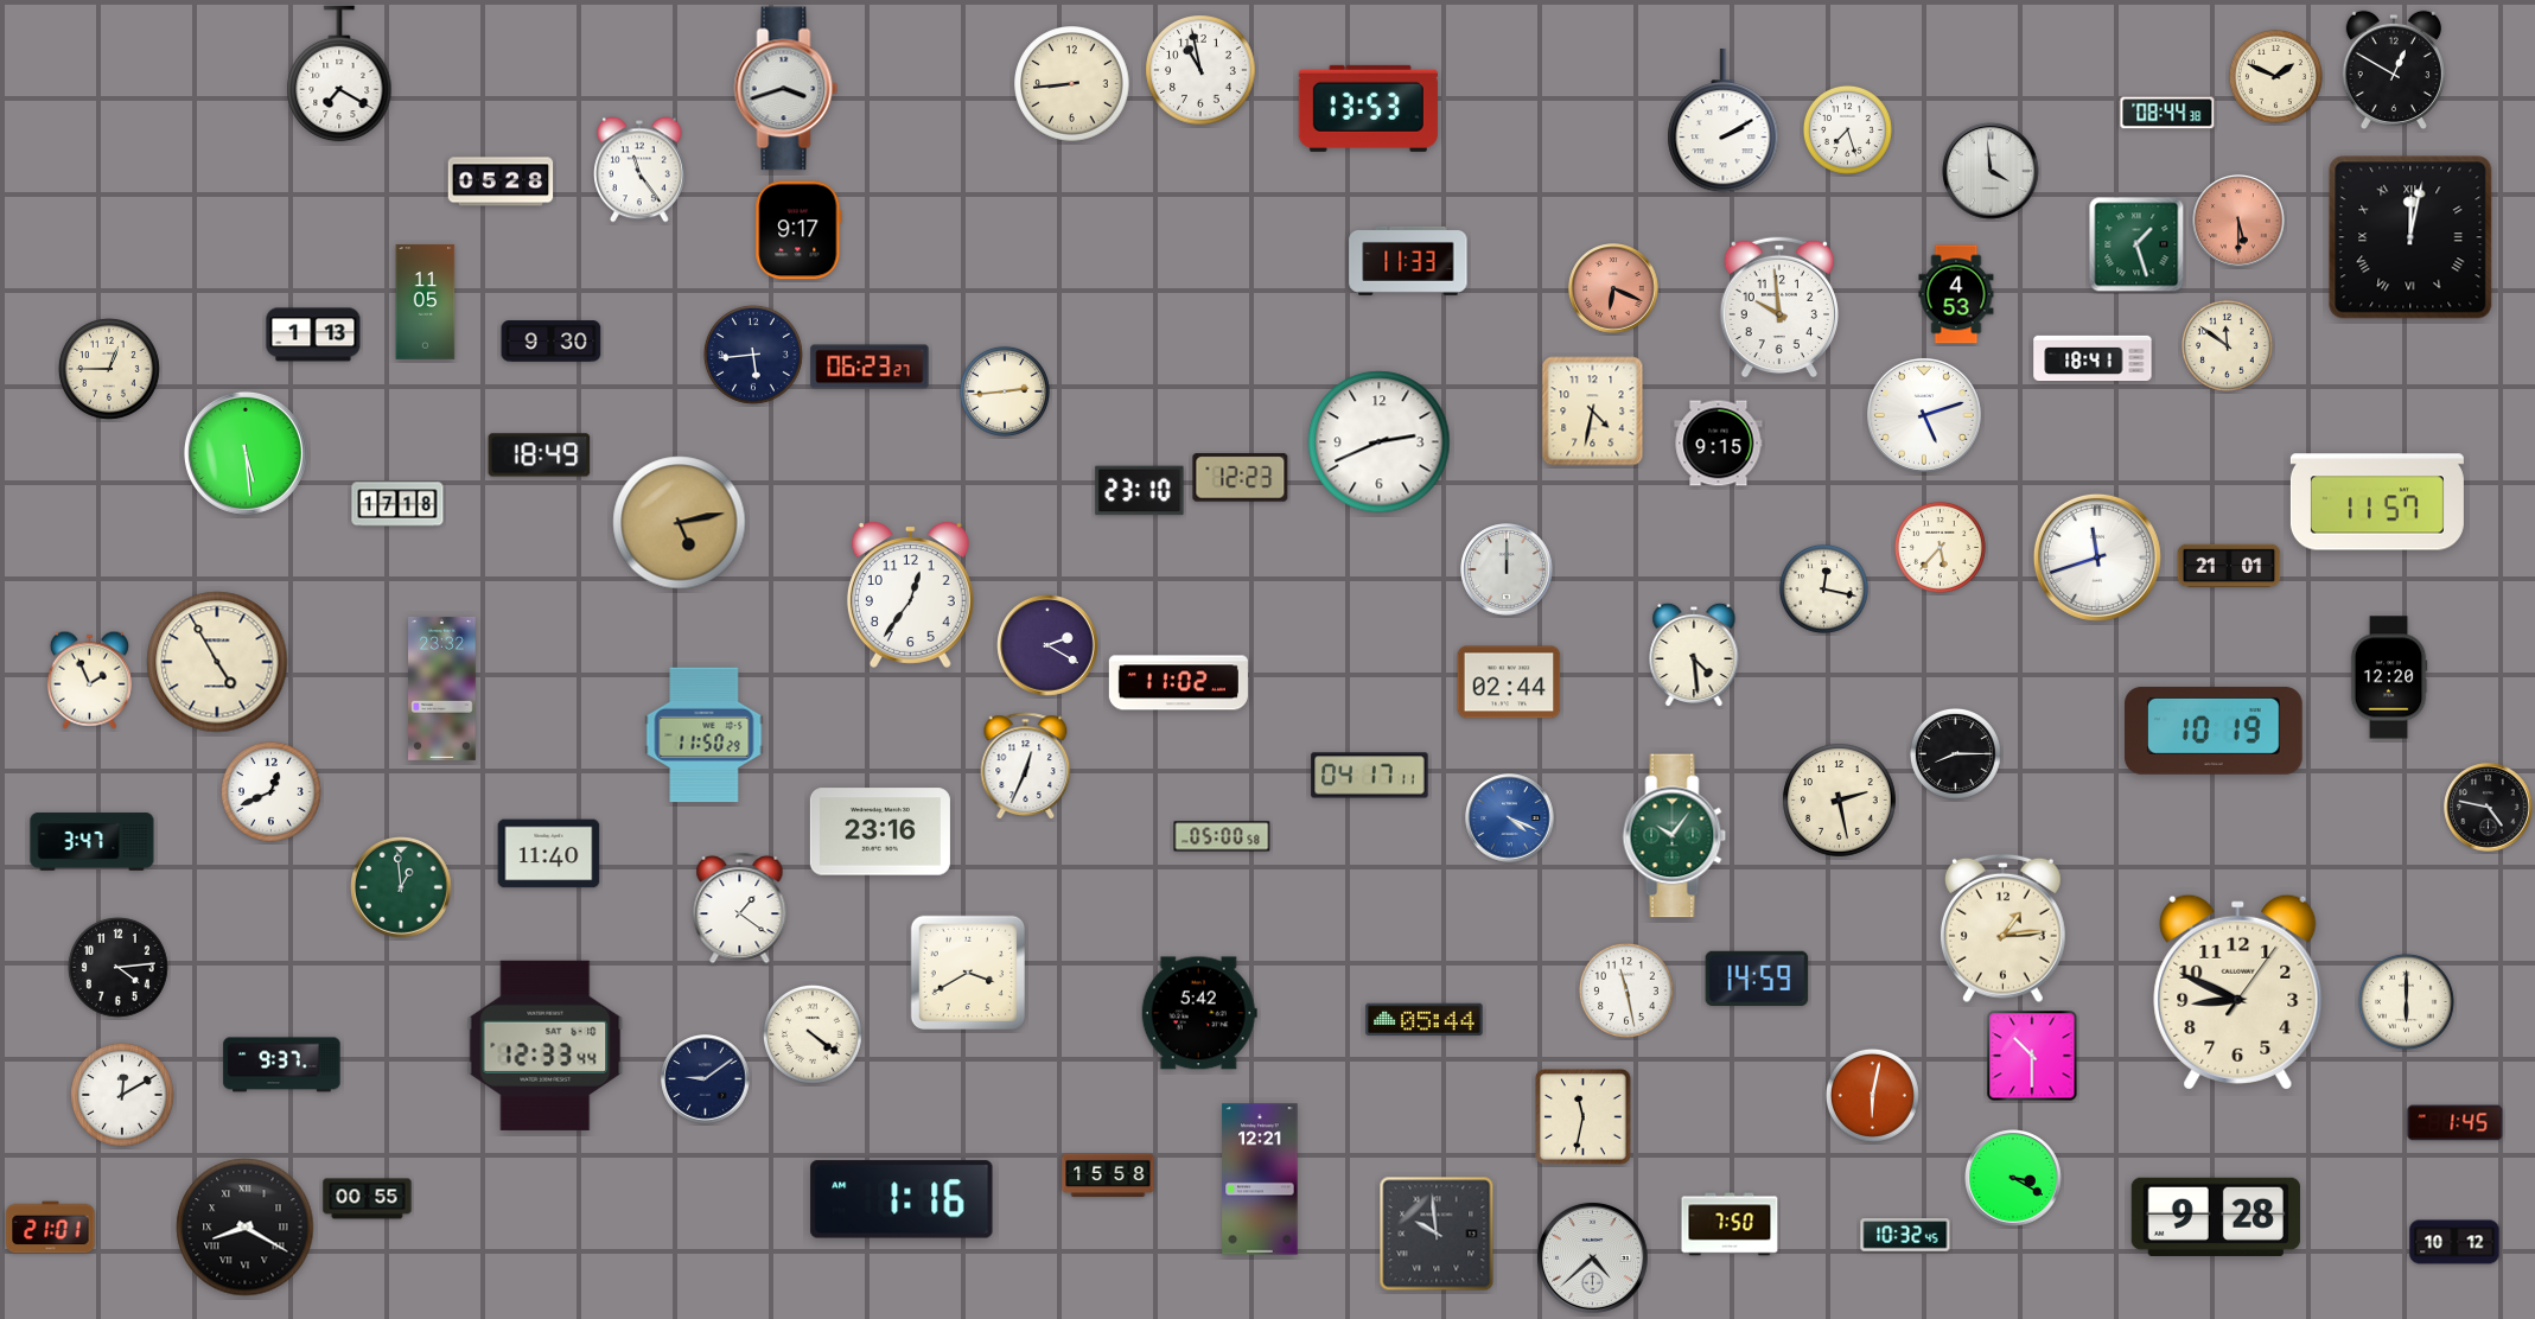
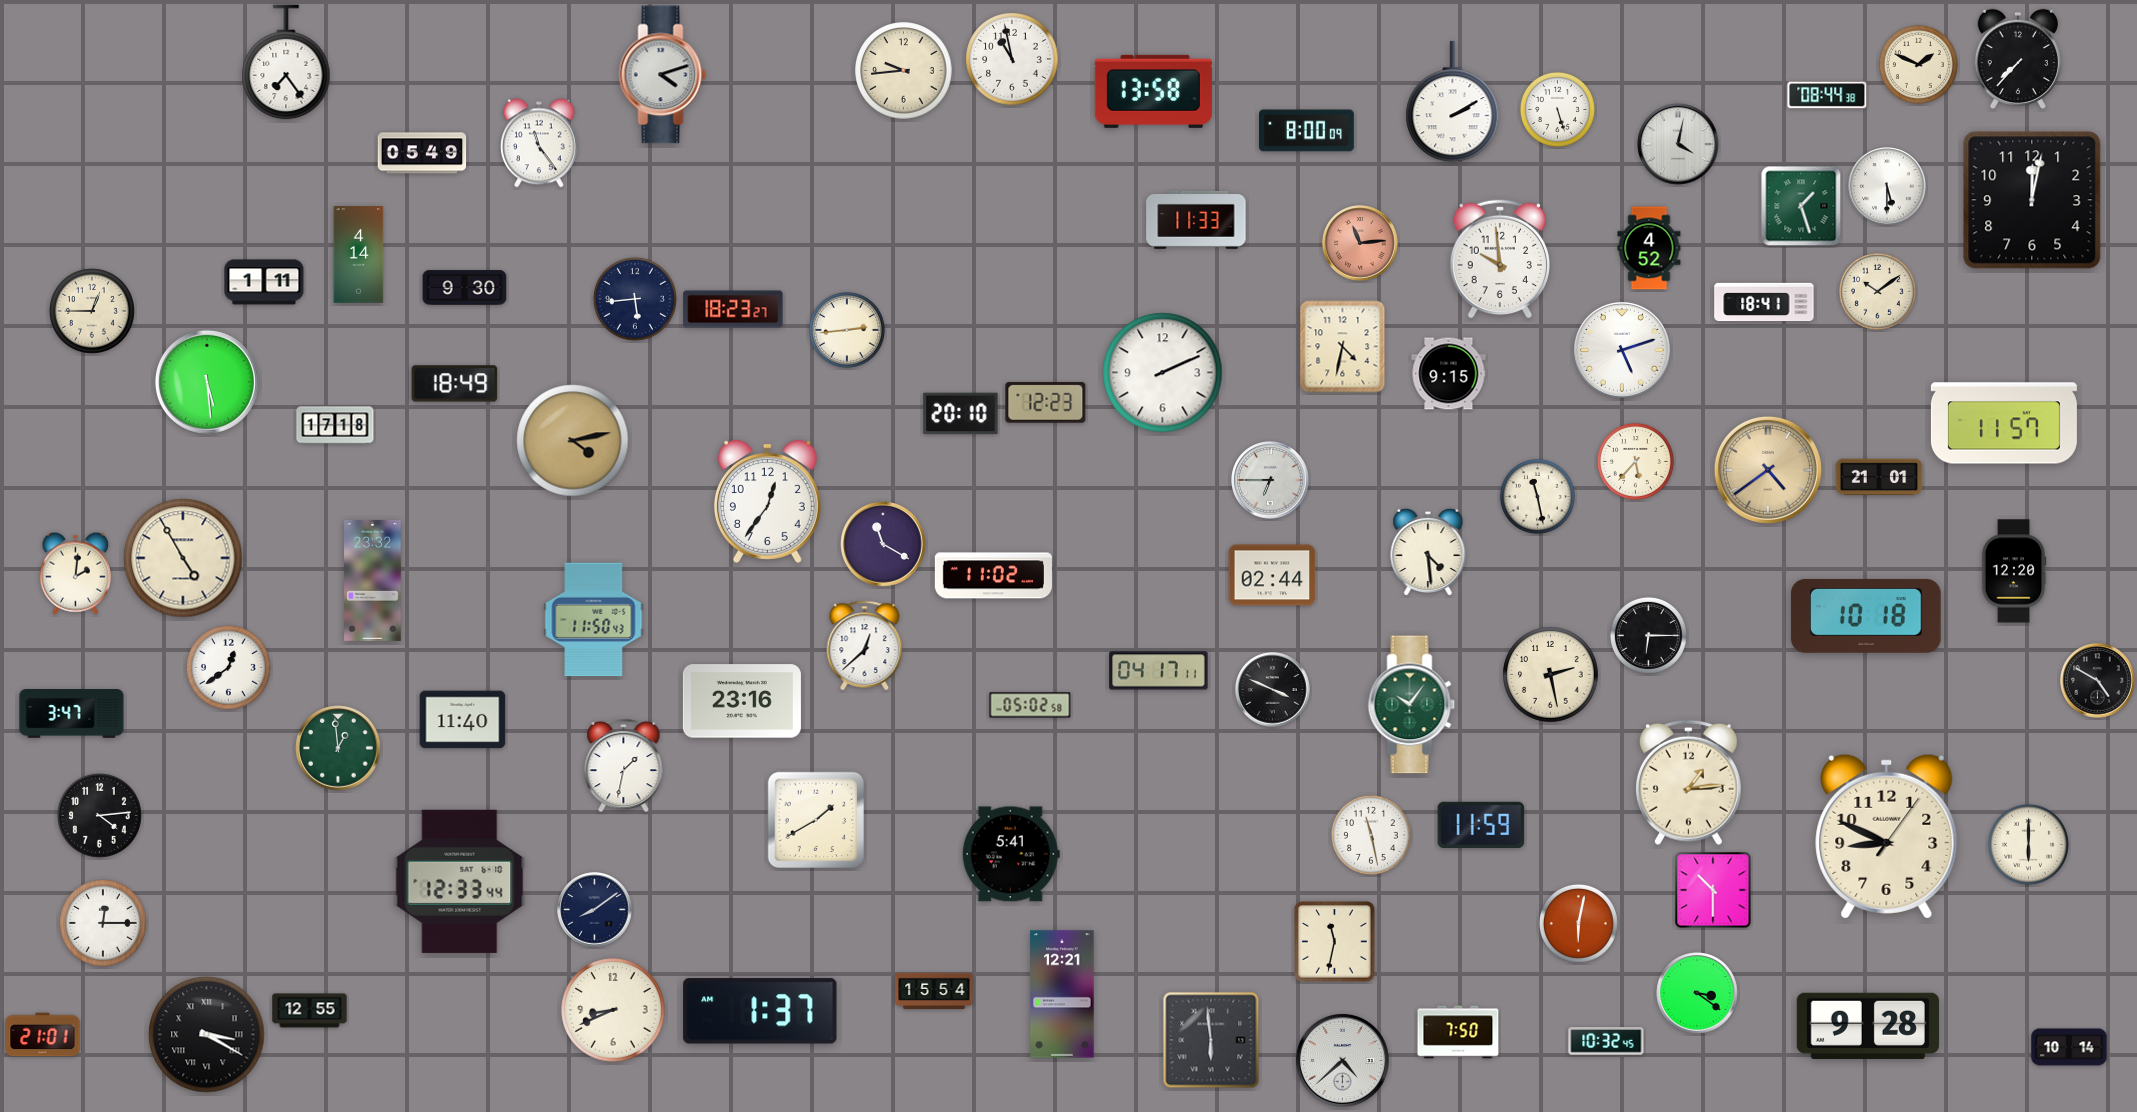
clock at (2394, 70): 12:50 -> 7:37
clock at (339, 74): 7:20 -> 7:24
clock at (1072, 84): 8:44 -> 9:44
clock at (786, 89): 3:42 -> 4:12
clock at (1368, 108): 13:53 -> 13:58
clock at (1847, 129): 7:27 -> 5:27
clock at (1307, 131): none -> 8:00
clock at (1991, 171): 3:59 -> 4:02
clock at (501, 181): 05:28 -> 05:49
clock at (2238, 221) dial: salmon -> white
clock at (798, 230): 9:17 -> none
clock at (2410, 237) numerals: Roman -> Arabic
clock at (1408, 261) position: (1408, 261) -> (1196, 220)
clock at (1613, 288): 6:19 -> 11:14
clock at (1956, 294): 4:53 -> 4:52
clock at (426, 302): 11:05 -> 4:14
clock at (313, 334): 1:13 -> 1:11
clock at (2227, 345): 11:51 -> 10:09
clock at (870, 367): 06:23 -> 18:23
clock at (1380, 442): 2:41 -> 2:11
clock at (1140, 491): 23:10 -> 20:10
clock at (680, 523): 5:13 -> 4:13
clock at (2097, 557): 11:42 -> 4:39
clock at (2097, 557) dial: white -> champagne
clock at (1507, 569): 12:00 -> 6:45
clock at (1823, 588): 12:17 -> 11:28
clock at (1047, 645): 2:20 -> 11:20
clock at (89, 680): 1:56 -> 2:01
clock at (2214, 731): 10:19 -> 10:18
clock at (705, 735): 11:50:29 -> 11:50:43
clock at (1955, 753): 8:15 -> 6:15
clock at (1026, 766): 12:34 -> 12:38
clock at (1370, 776) position: (1370, 776) -> (1159, 671)
clock at (270, 791): 12:41 -> 12:39
clock at (2489, 808): 4:47 -> 4:50
clock at (1510, 818): 4:19 -> 3:49
clock at (1510, 818) dial: blue -> black
clock at (1222, 836): 05:00 -> 05:02
clock at (93, 842) position: (93, 842) -> (72, 714)
clock at (740, 907): 1:21 -> 1:32
clock at (967, 971): 3:40 -> 1:40
clock at (1757, 977): 14:59 -> 11:59
clock at (1199, 1013): 5:42 -> 5:41
clock at (1425, 1020): 05:44 -> none
clock at (813, 1034): 4:21 -> none
clock at (282, 1065): 9:37 -> none
clock at (706, 1079): 9:09 -> 8:09
clock at (123, 1096): 12:10 -> 12:15
clock at (2456, 1123): 1:45 -> none
clock at (1108, 1174): 15:58 -> 15:54
clock at (2013, 1178): 3:20 -> 3:21
clock at (613, 1010): none -> 8:41
clock at (368, 1199): 00:55 -> 12:55
clock at (902, 1199): 1:16 -> 1:37
clock at (246, 1228): 8:20 -> 3:20
clock at (1437, 1234): 9:59 -> 5:59
clock at (2454, 1242): 10:12 -> 10:14
